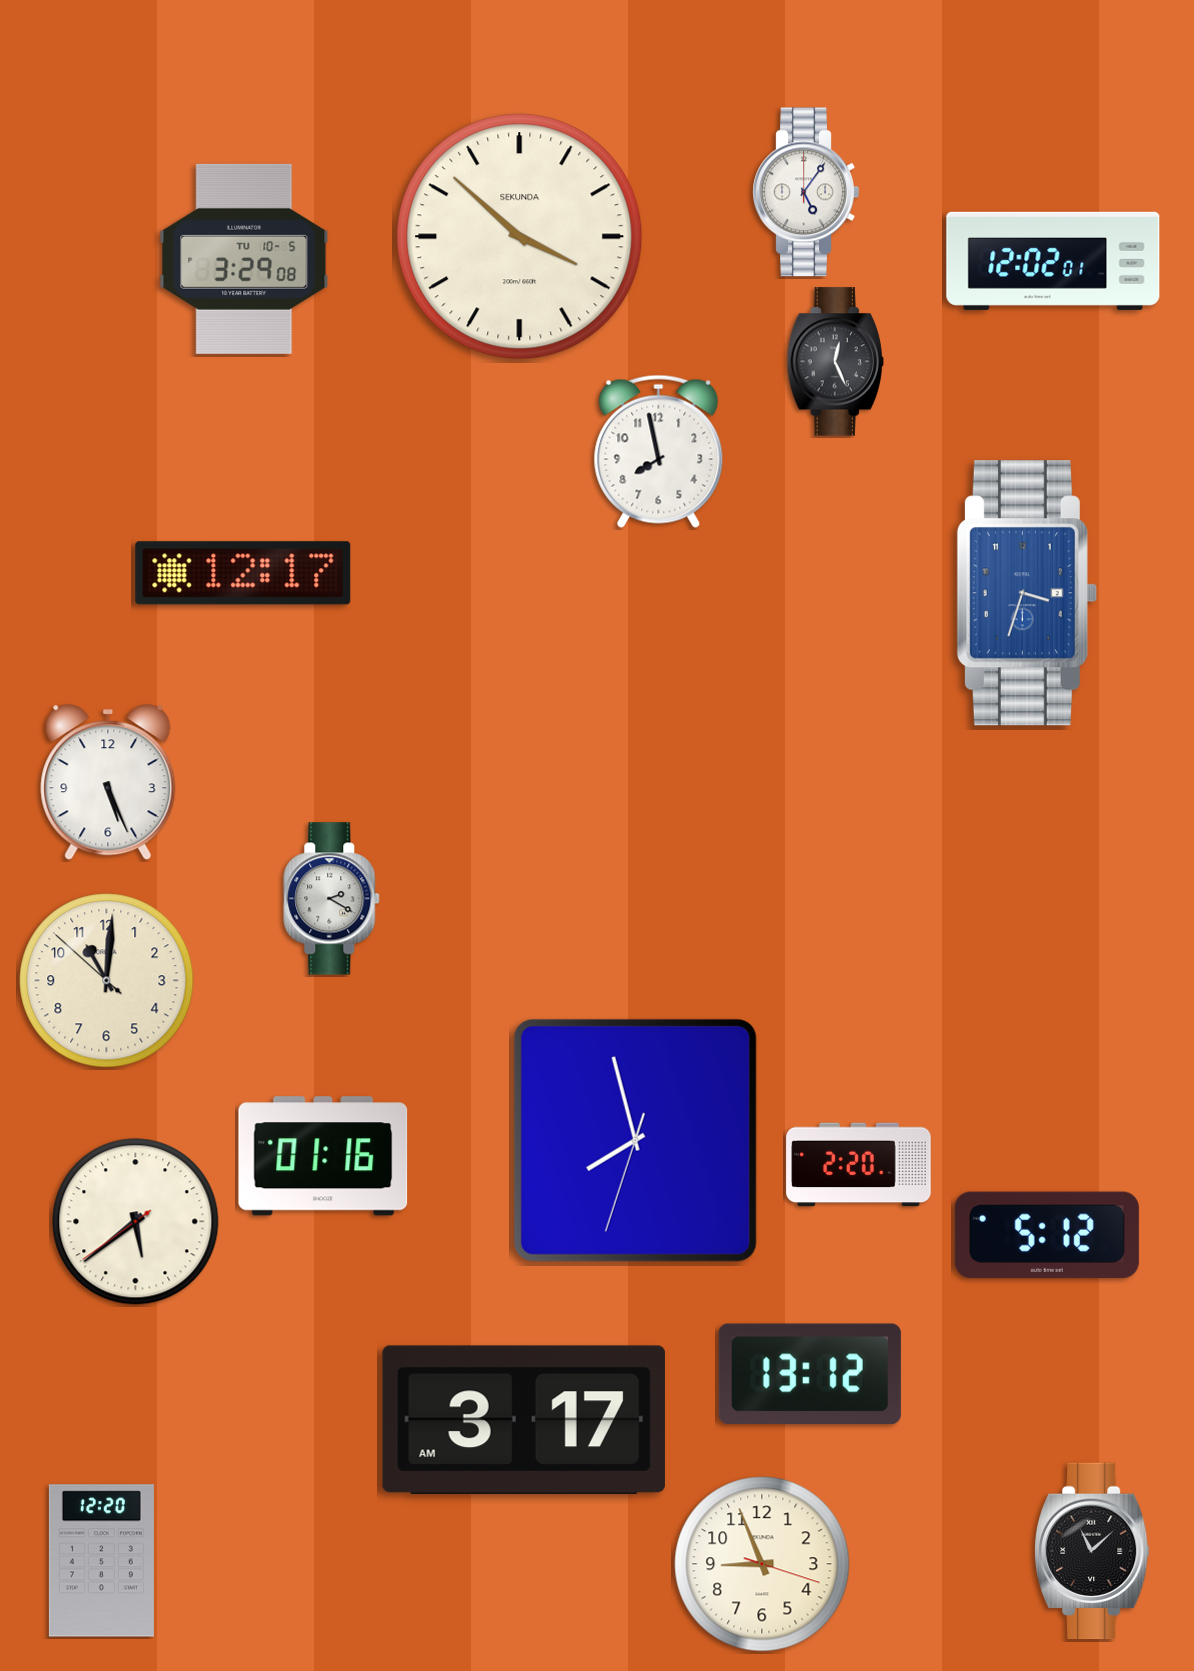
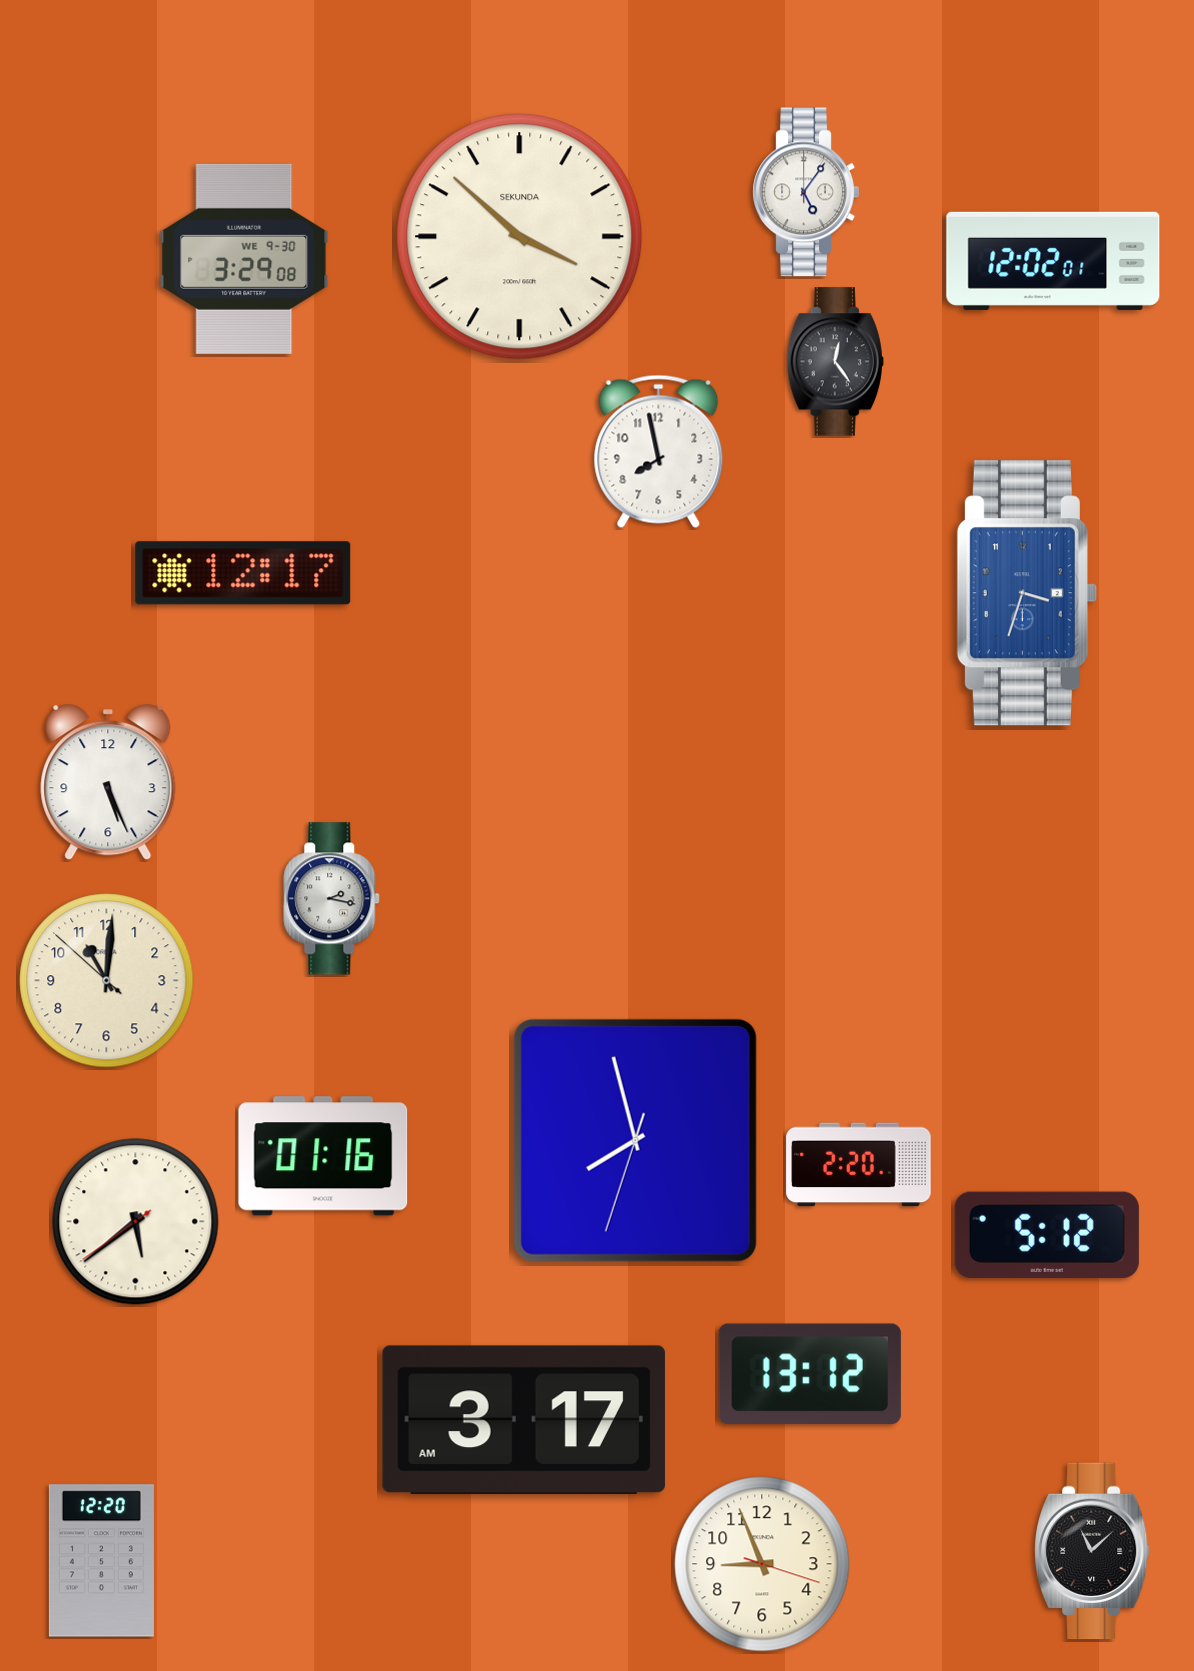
clock at (244, 259) date: TU 10-5 -> WE 9-30
clock at (835, 362): 12:26 -> 12:24
clock at (332, 899): 2:20 -> 2:17
